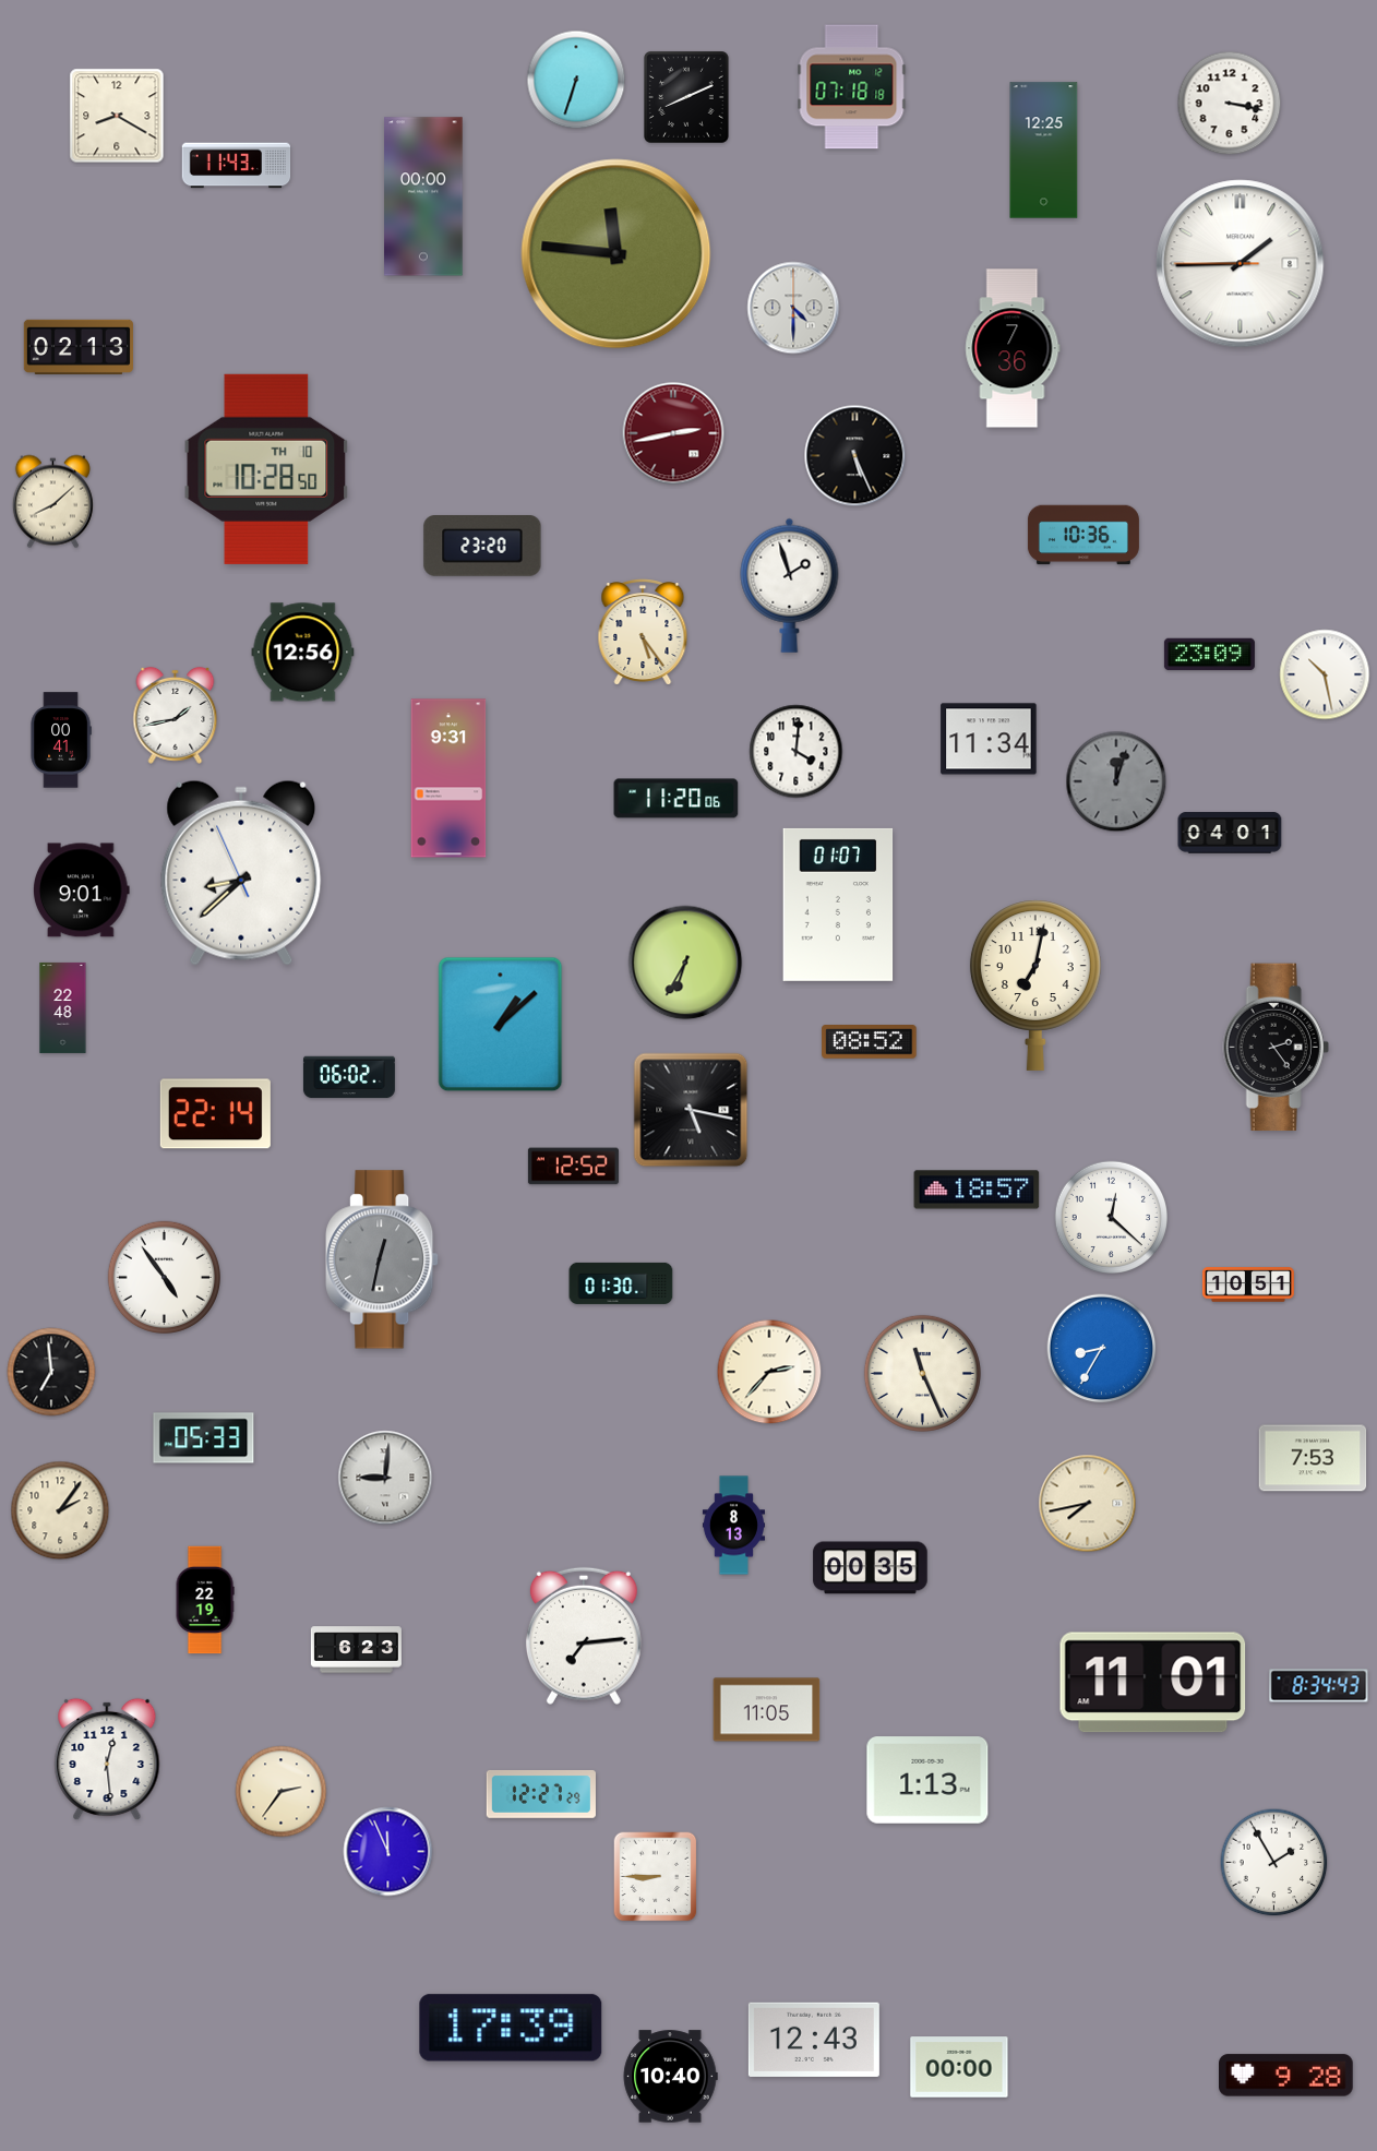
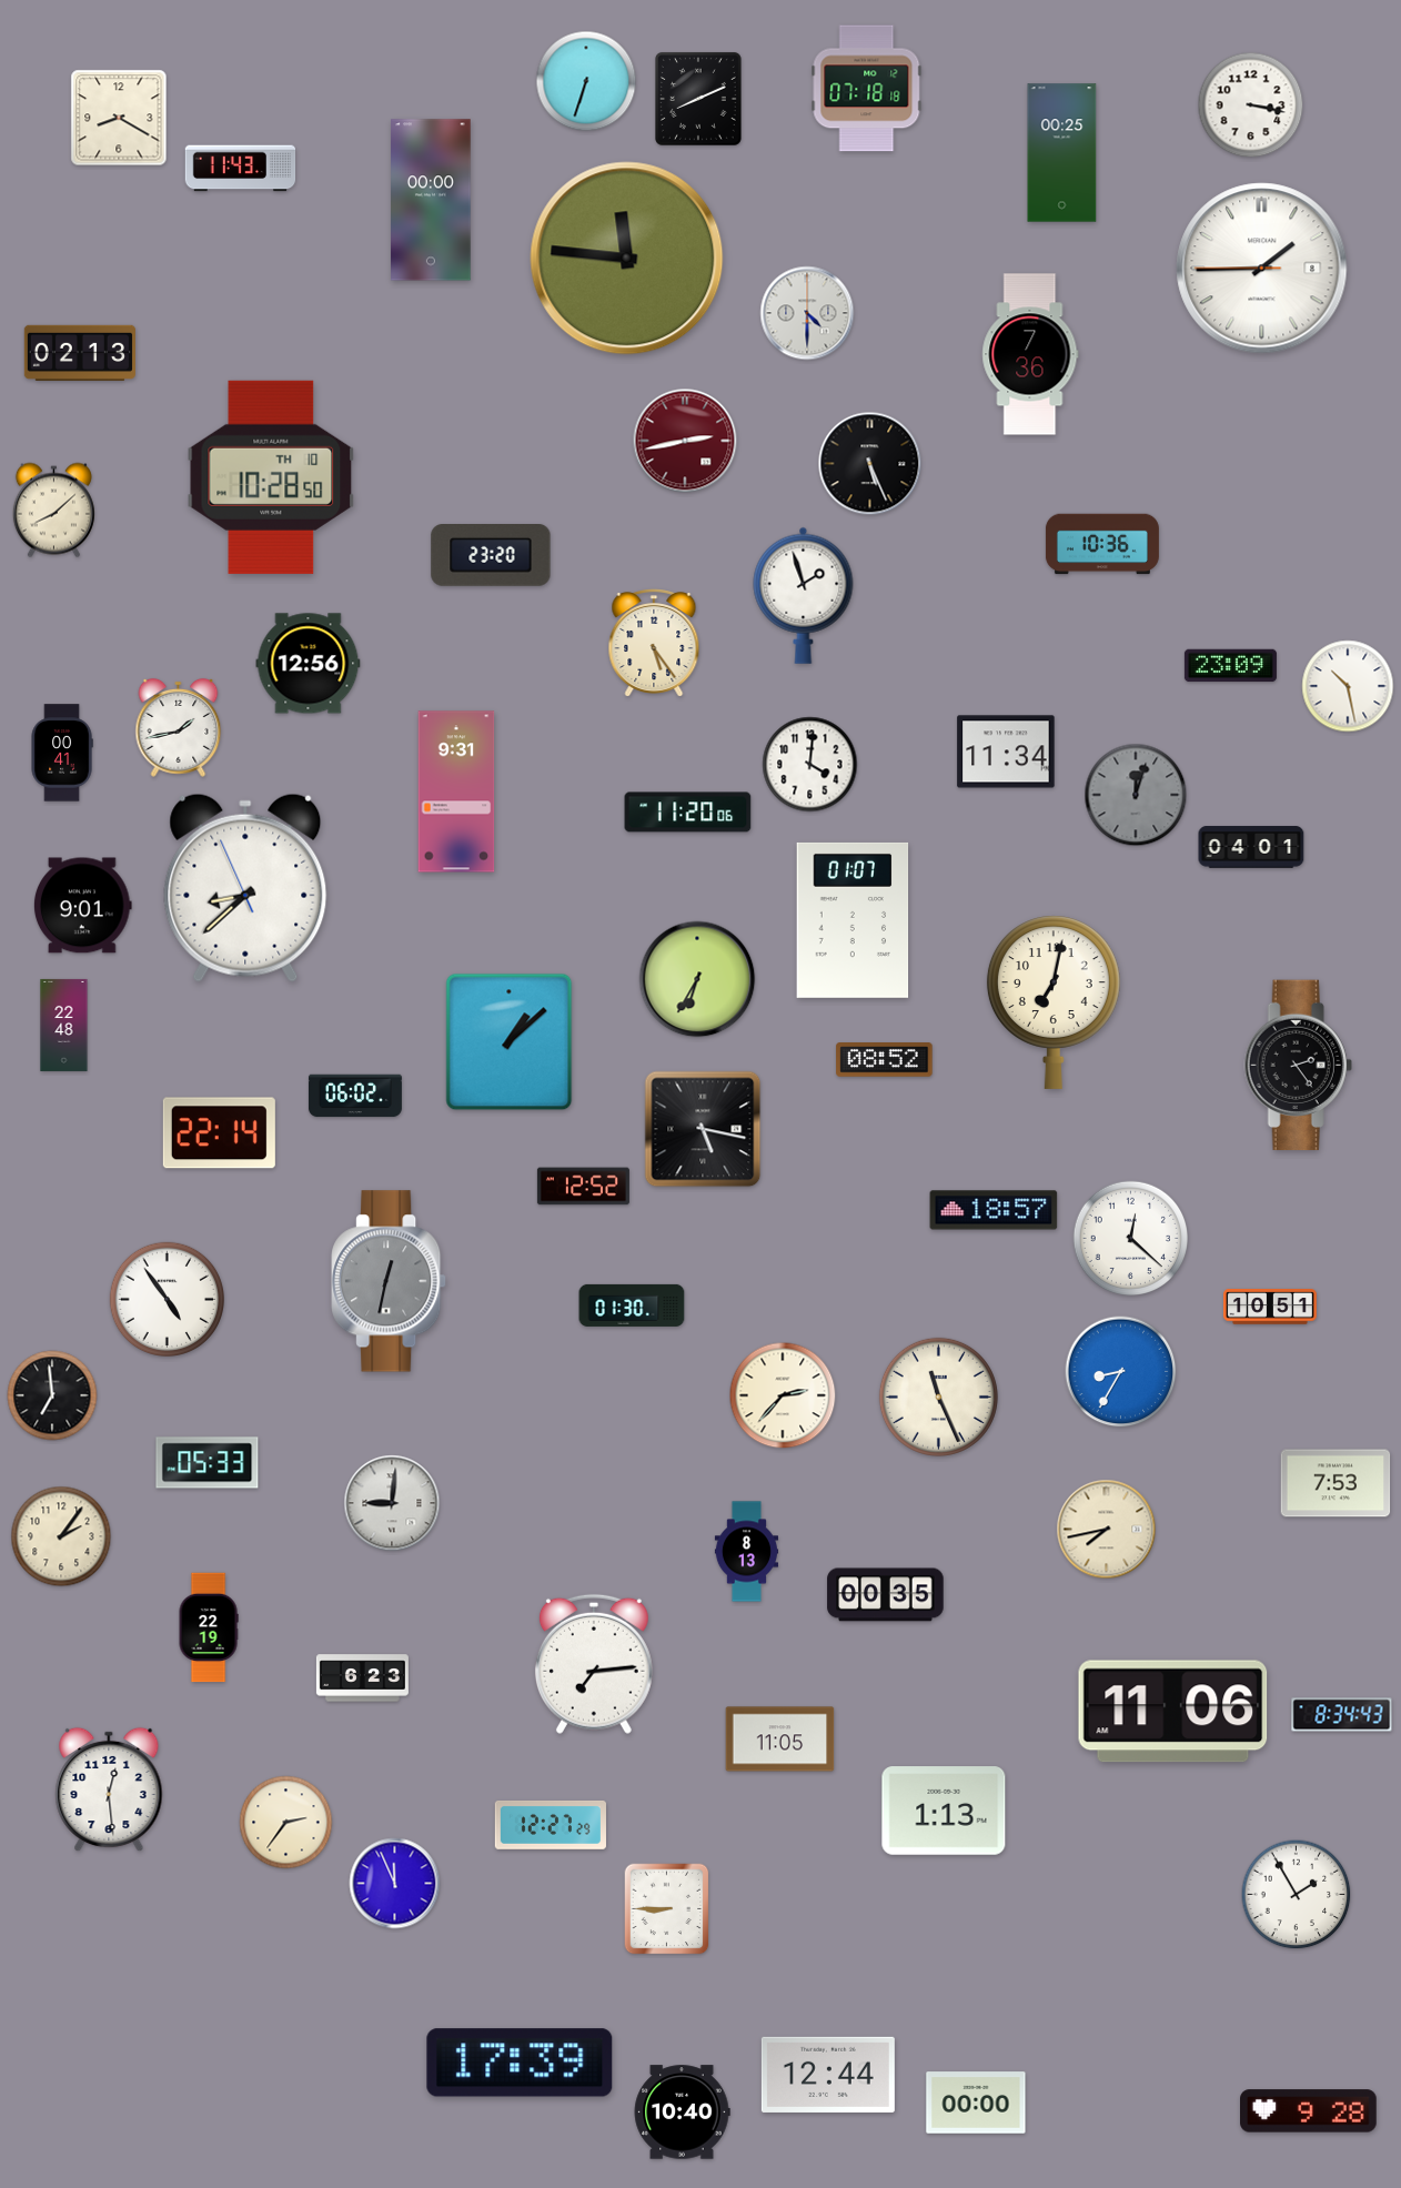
clock at (1044, 151): 12:25 -> 00:25
clock at (1153, 1683): 11:01 -> 11:06
clock at (814, 2040): 12:43 -> 12:44
